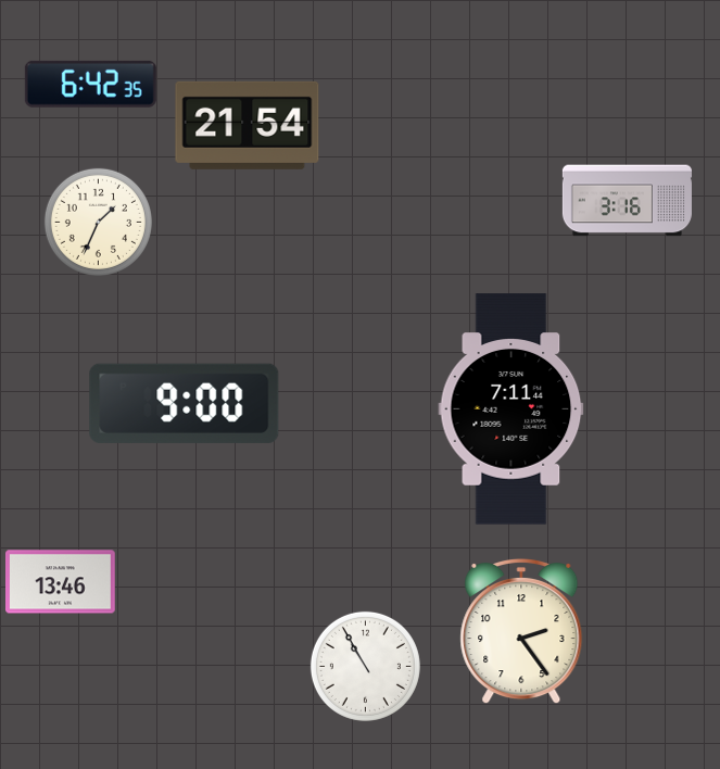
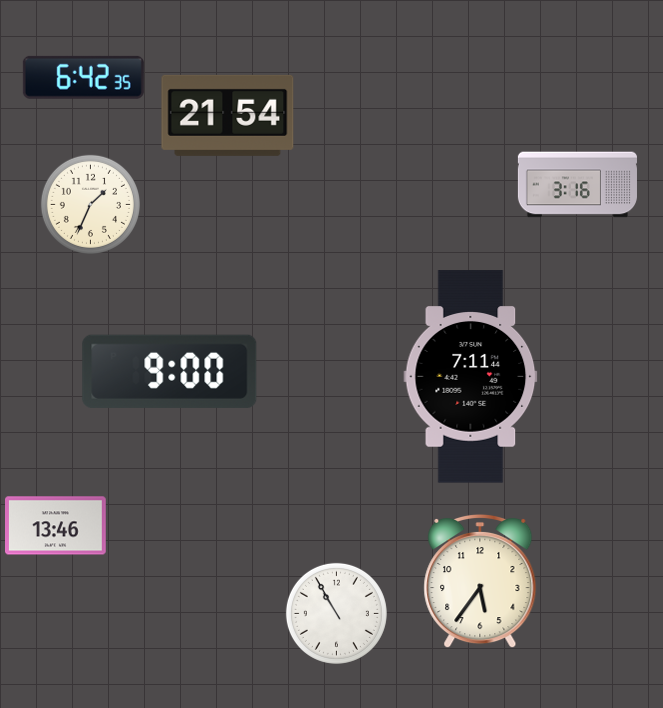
clock at (61, 582) position: (61, 582) -> (56, 526)
clock at (521, 631): 2:24 -> 5:36
